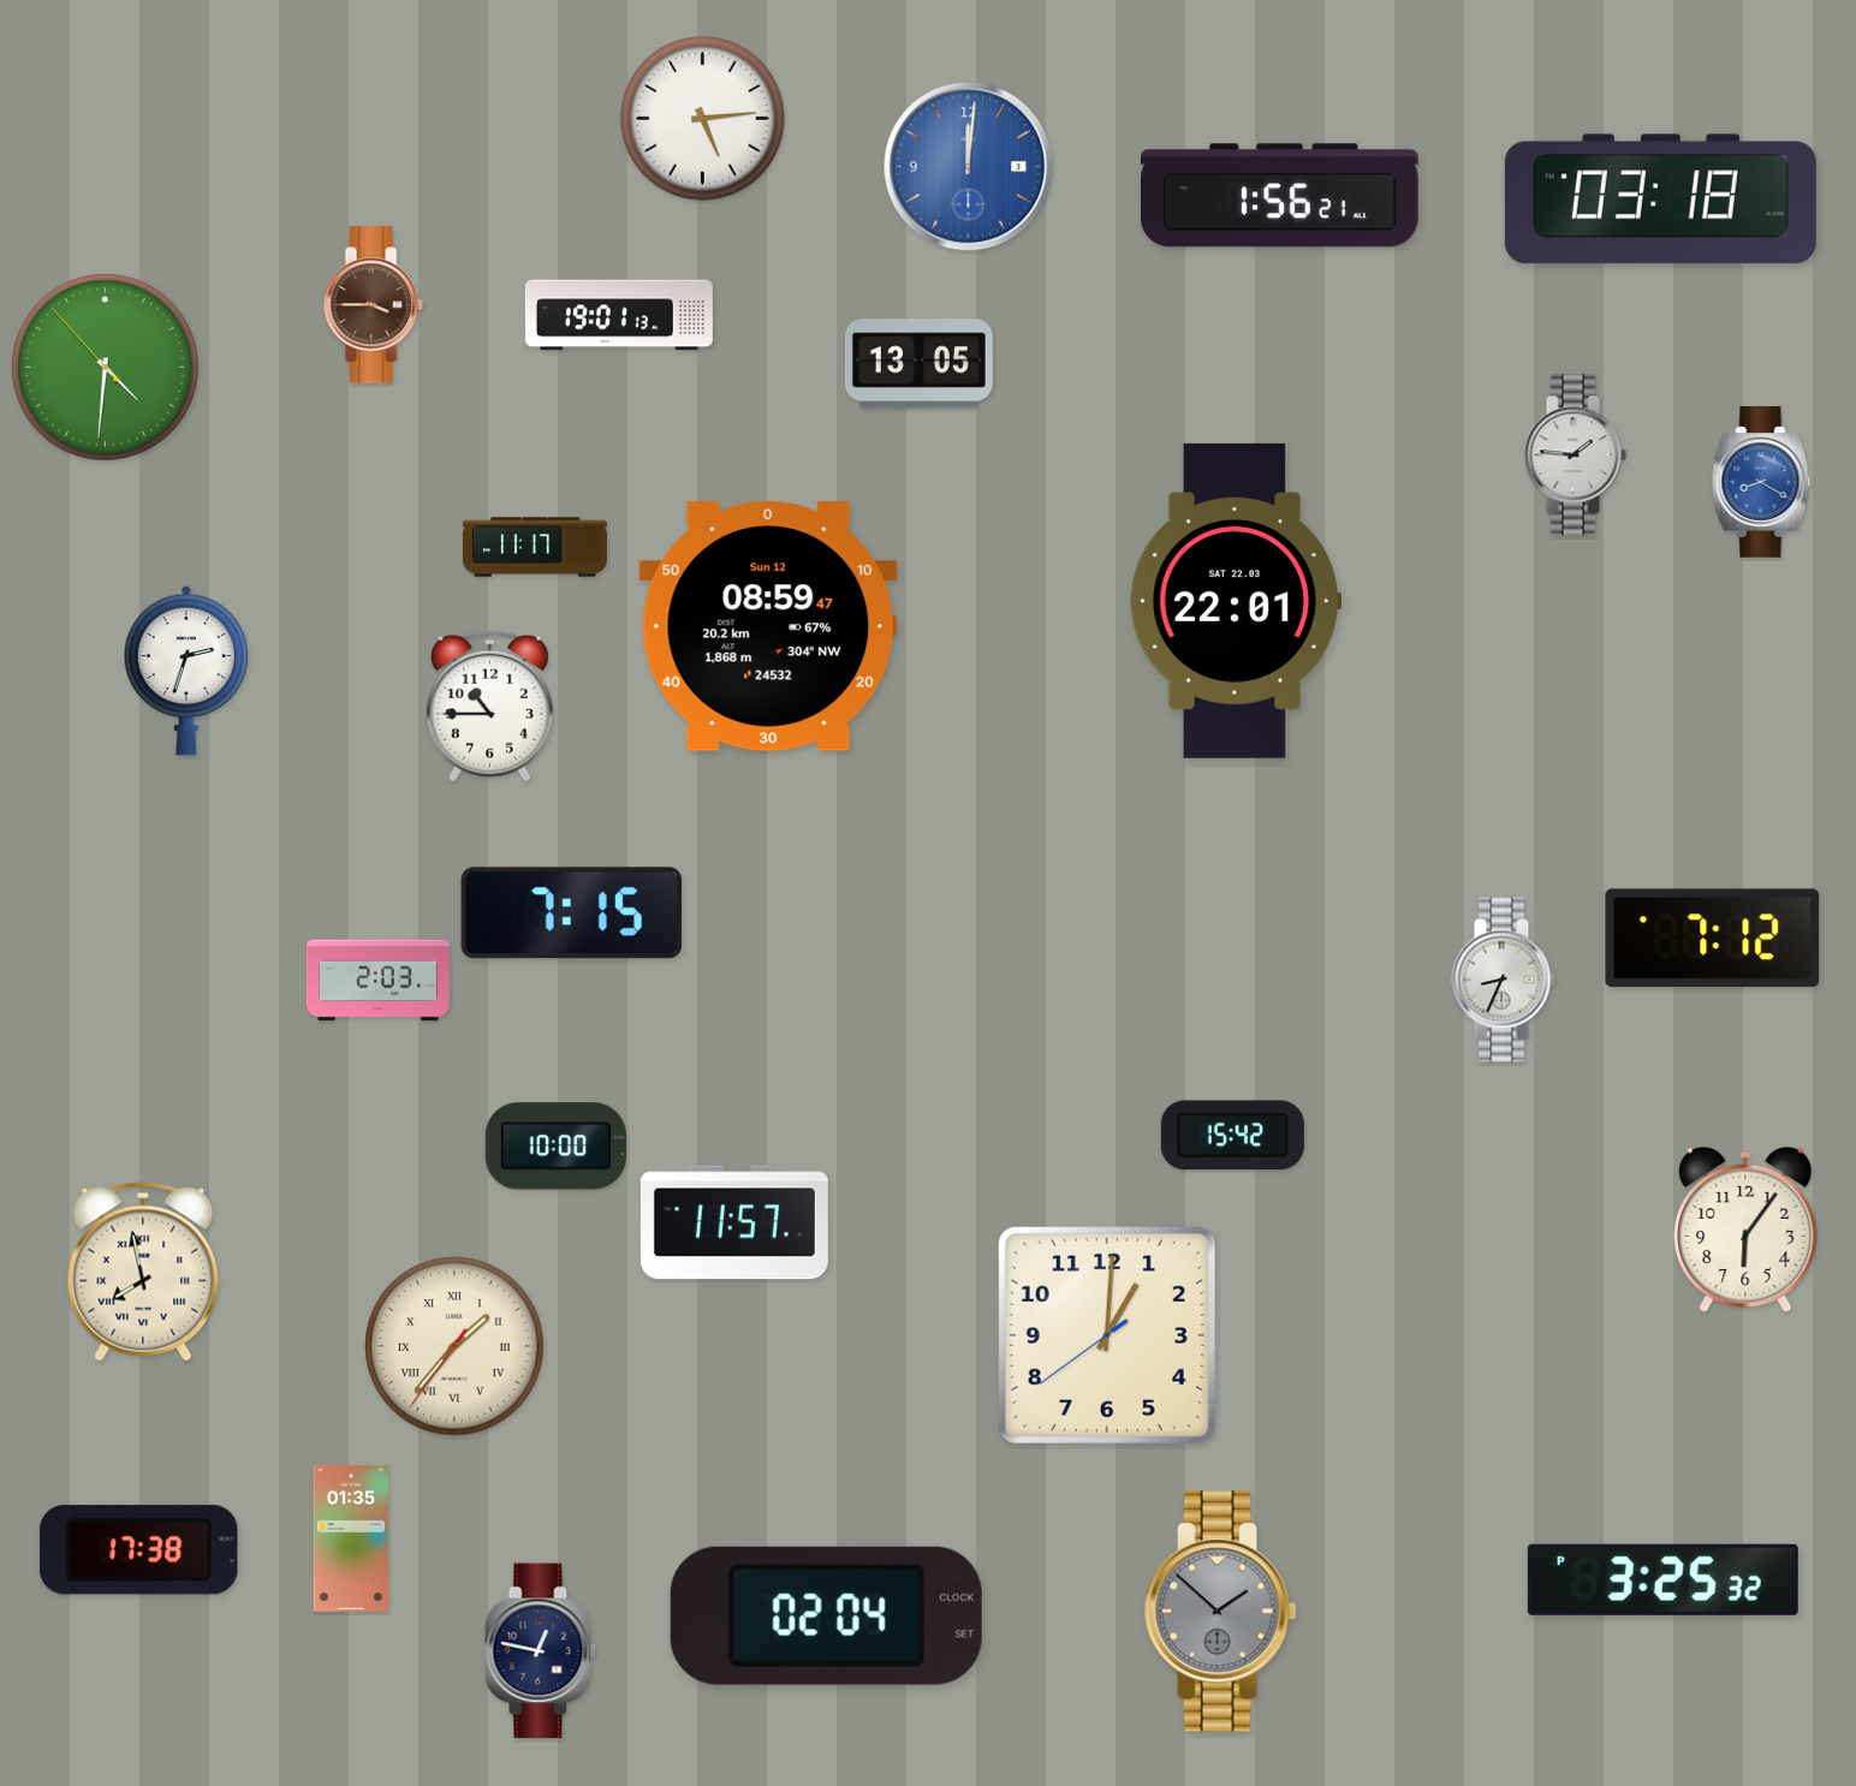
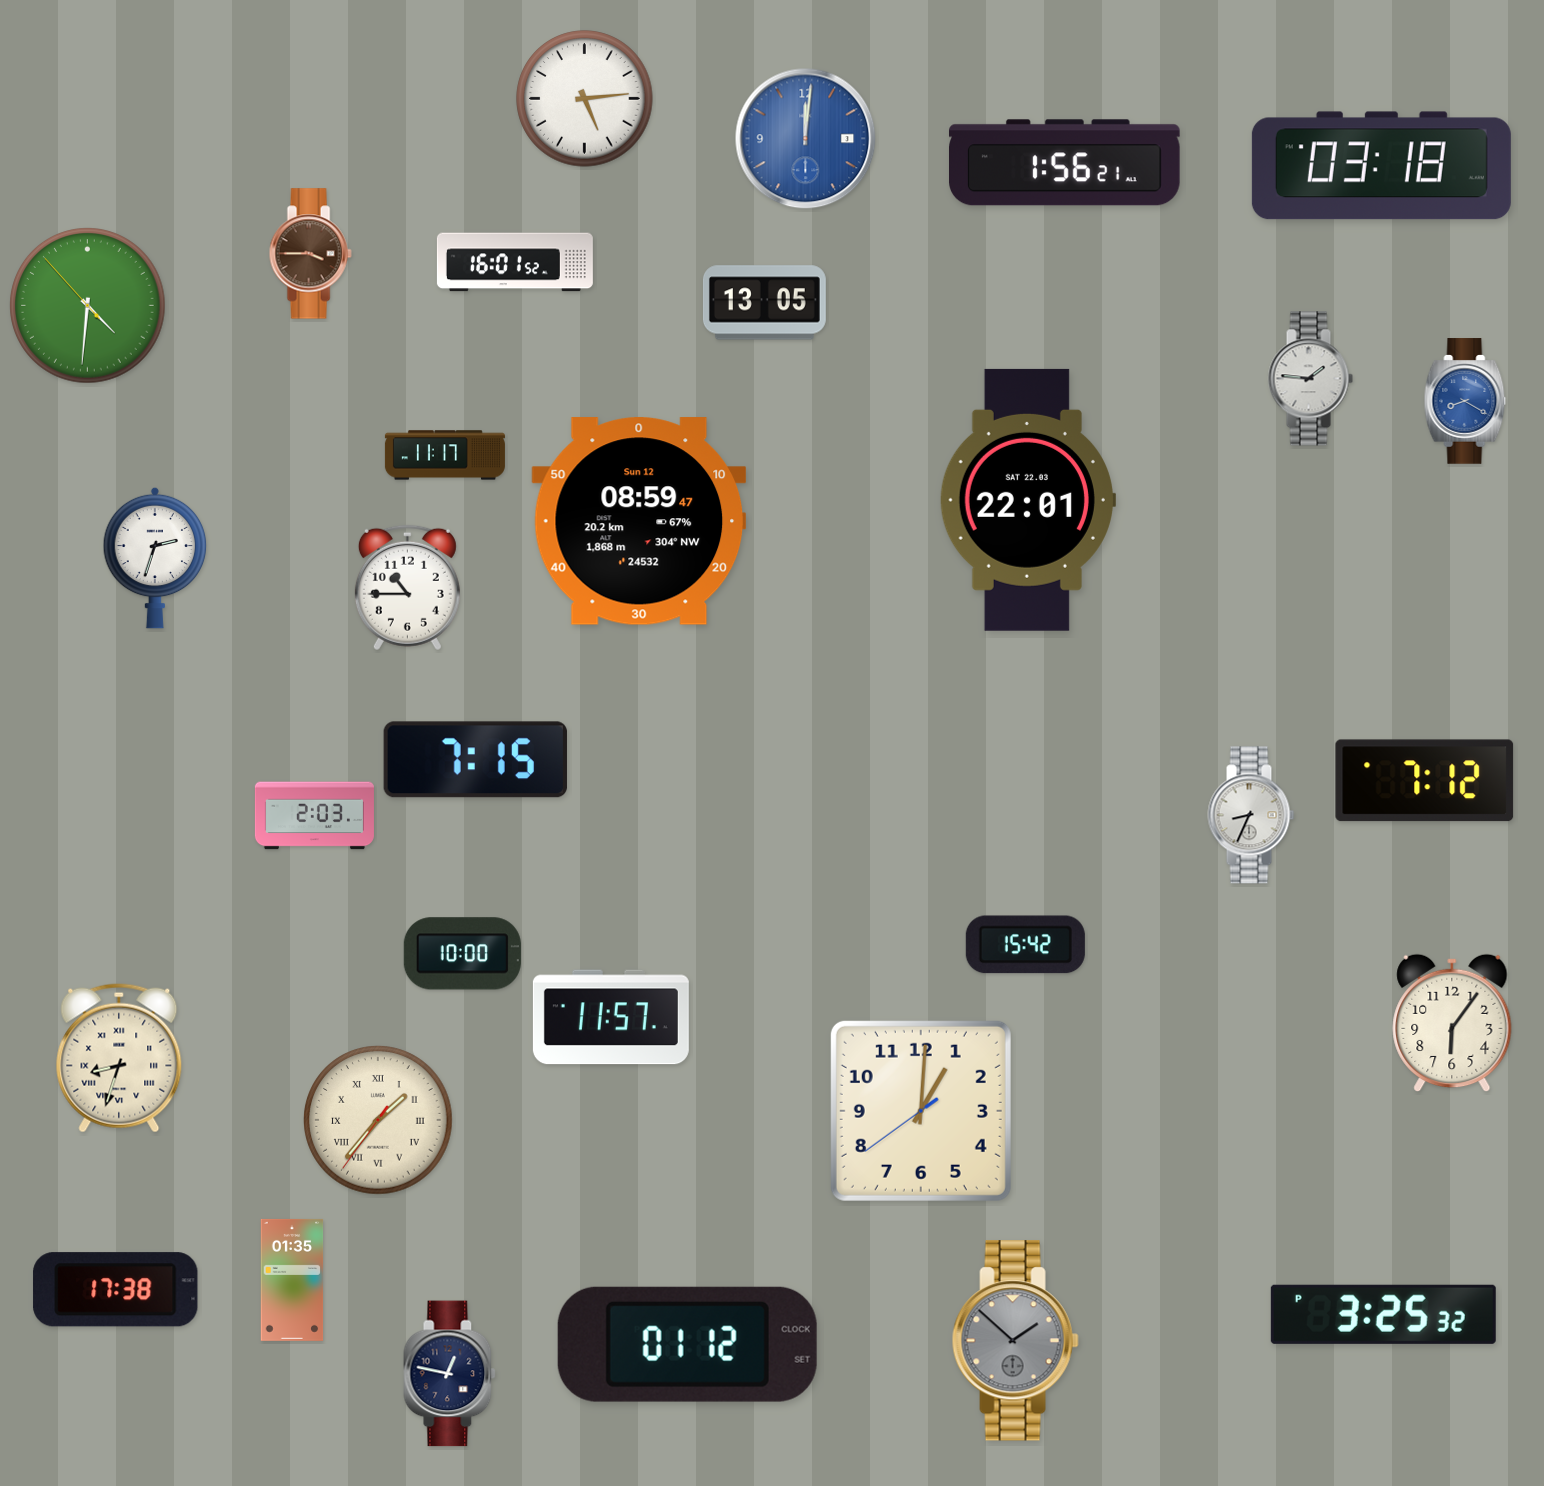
clock at (619, 315): 19:01 -> 16:01
clock at (143, 1272): 7:58 -> 8:33
clock at (826, 1615): 02:04 -> 01:12
